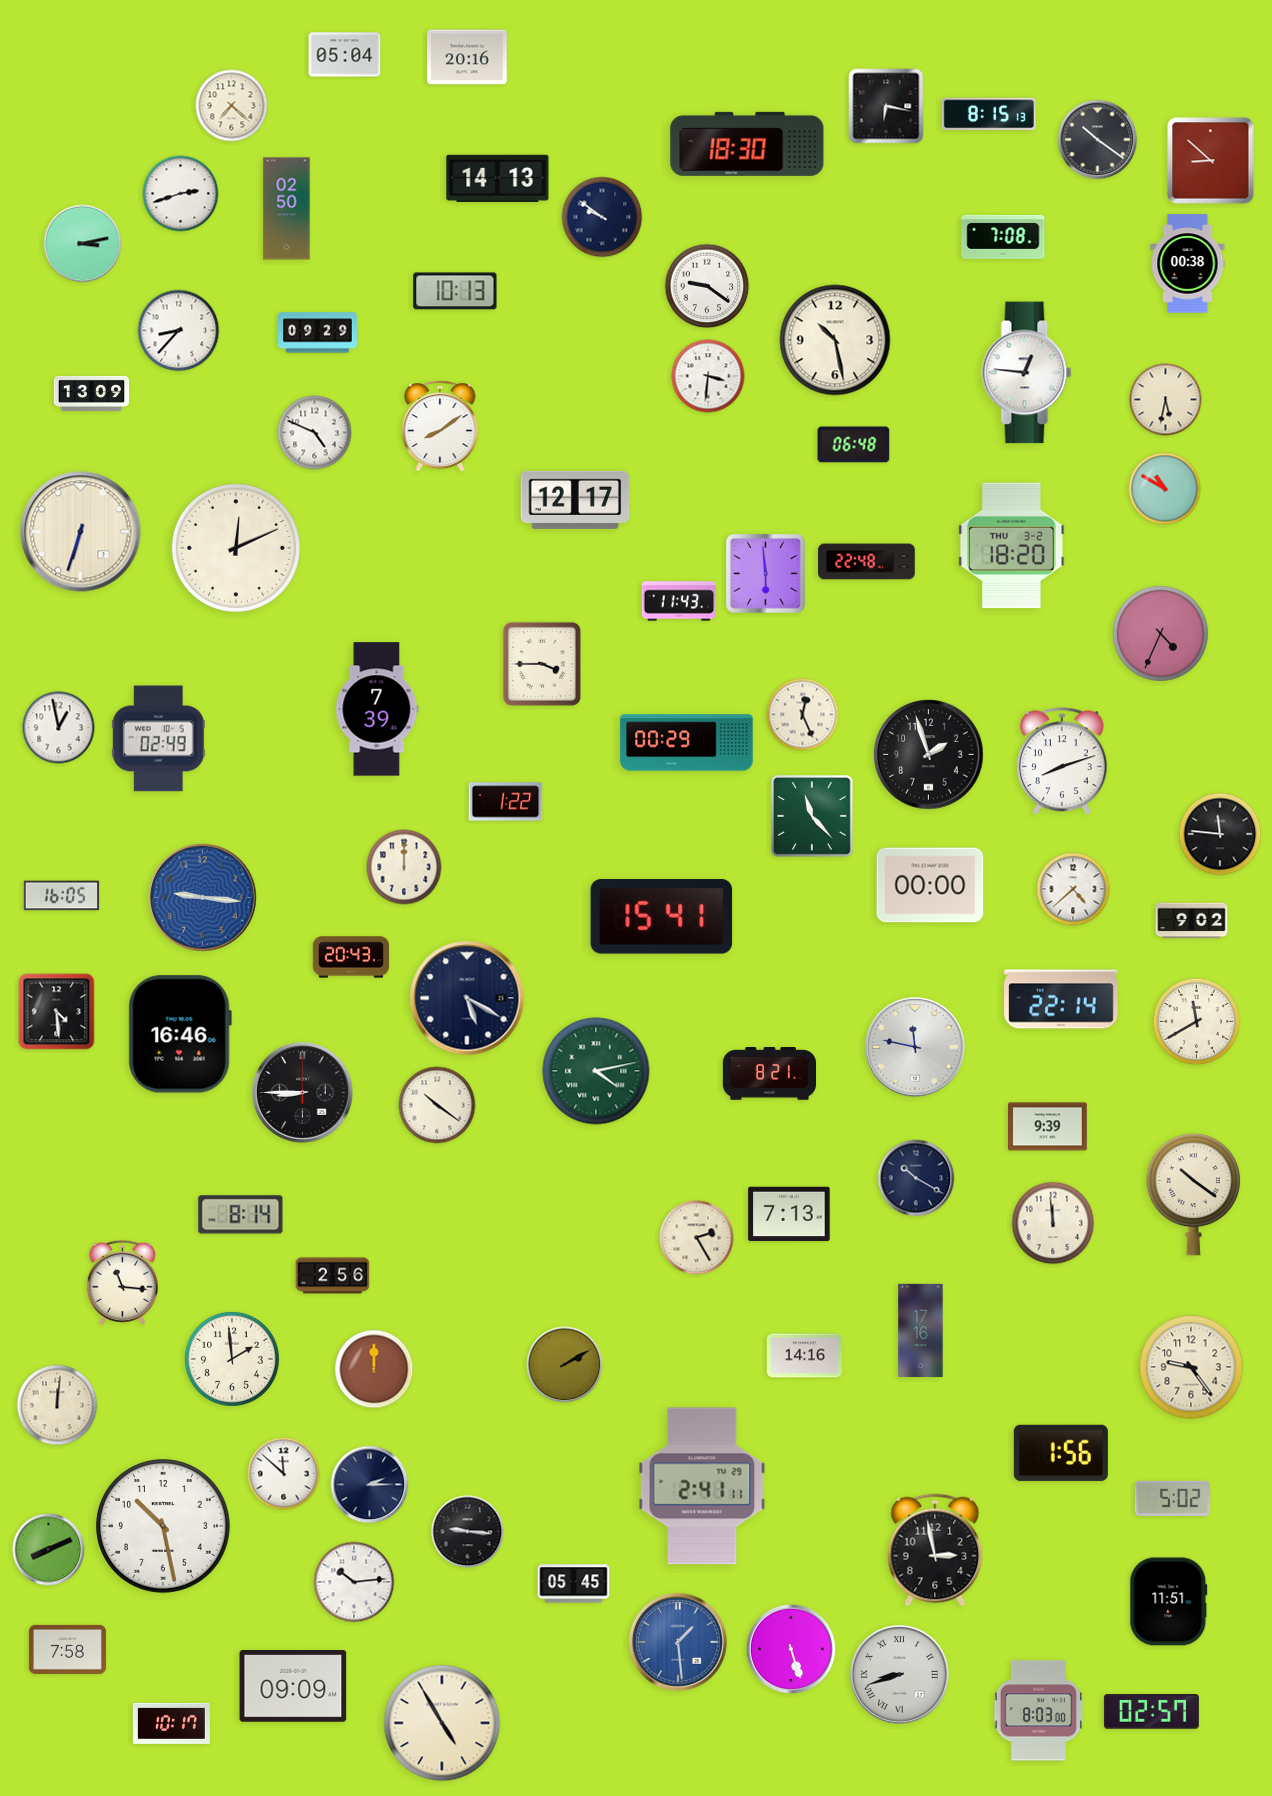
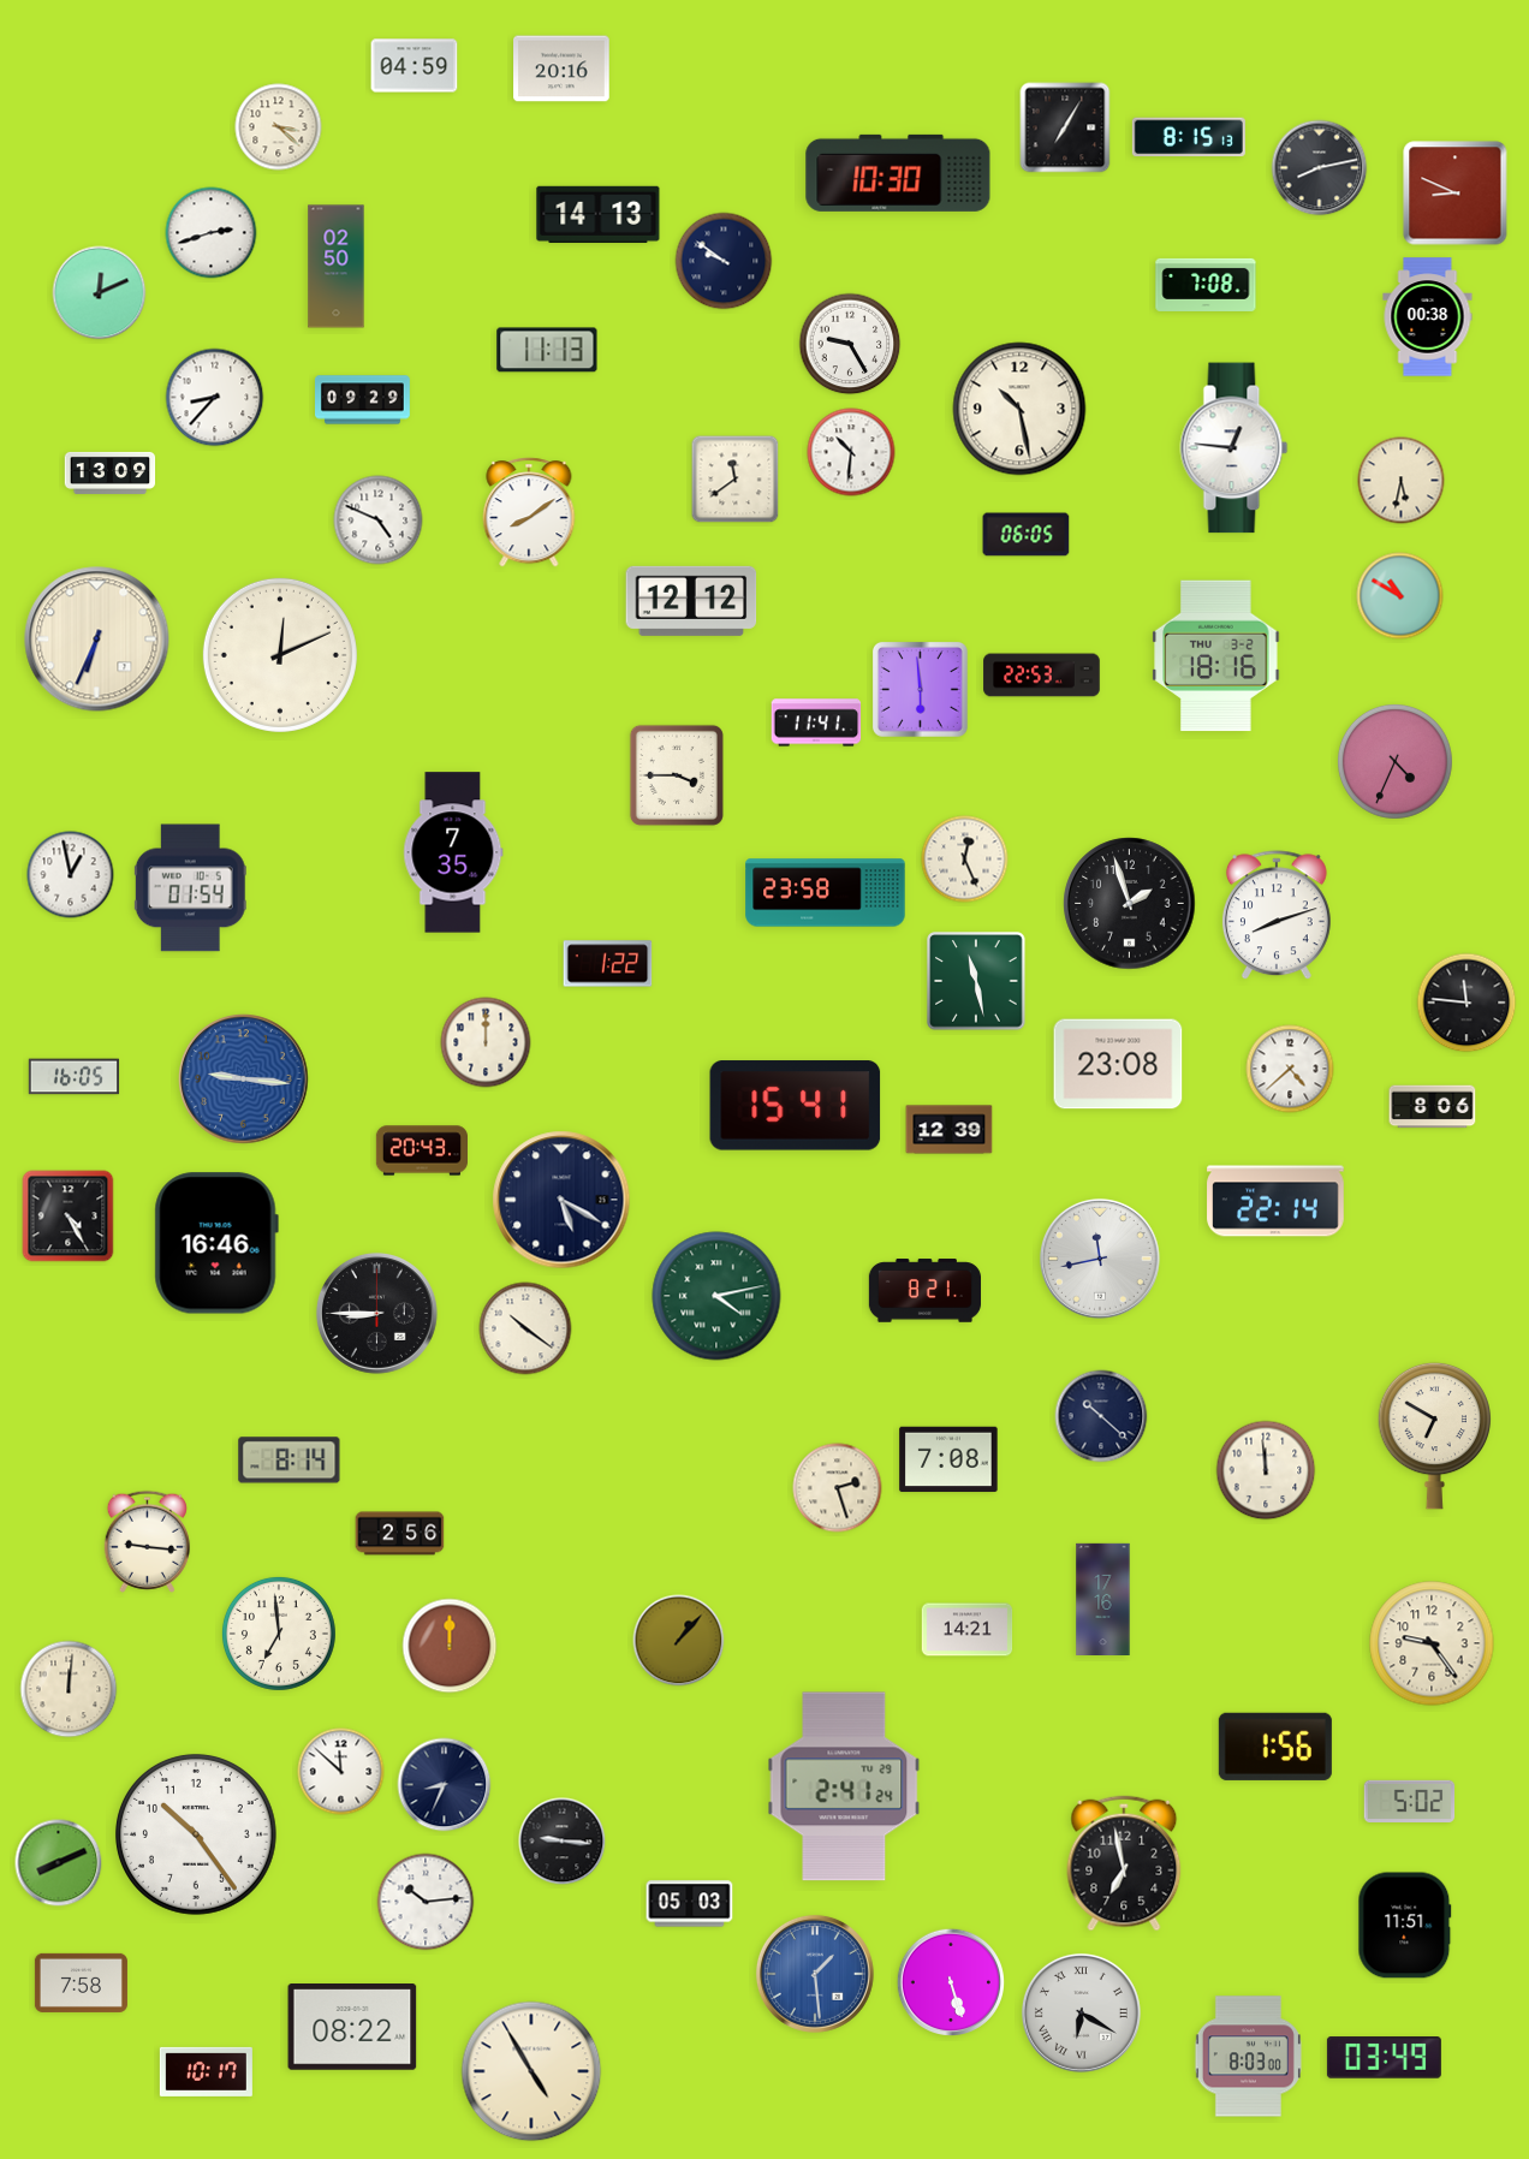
clock at (345, 55): 05:04 -> 04:59
clock at (232, 106): 7:22 -> 3:22
clock at (886, 106): 6:17 -> 7:05
clock at (1098, 140): 10:21 -> 8:13
clock at (747, 144): 18:30 -> 10:30
clock at (1211, 161): 8:52 -> 8:49
clock at (181, 194) position: (181, 194) -> (212, 233)
clock at (287, 209) position: (287, 209) -> (337, 267)
clock at (83, 244): 3:13 -> 12:11
clock at (707, 286): 9:21 -> 9:25
clock at (455, 291): 10:13 -> 11:13
clock at (318, 333) position: (318, 333) -> (363, 400)
clock at (835, 340) position: (835, 340) -> (1019, 409)
clock at (708, 376): 3:31 -> 10:31
clock at (736, 480): none -> 11:39
clock at (854, 445): 06:48 -> 06:05
clock at (1165, 489) position: (1165, 489) -> (1400, 596)
clock at (575, 500): 12:17 -> 12:12
clock at (81, 532): 6:33 -> 6:34
clock at (1012, 546): 18:20 -> 18:16
clock at (236, 548) position: (236, 548) -> (280, 655)
clock at (867, 562): 22:48 -> 22:53
clock at (679, 601): 11:43 -> 11:41
clock at (542, 664) position: (542, 664) -> (677, 775)
clock at (377, 709): 7:39 -> 7:35
clock at (158, 739): 02:49 -> 01:54
clock at (687, 743): 00:29 -> 23:58
clock at (929, 755) position: (929, 755) -> (1130, 904)
clock at (812, 816): 11:23 -> 11:28
clock at (930, 885): 00:00 -> 23:08
clock at (662, 917) position: (662, 917) -> (796, 1106)
clock at (1192, 921): 9:02 -> 8:06
clock at (950, 1130): none -> 12:39
clock at (57, 1012): 4:29 -> 4:25
clock at (1197, 1022): 11:40 -> none
clock at (915, 1047): 11:47 -> 11:43
clock at (596, 1071) position: (596, 1071) -> (716, 1296)
clock at (302, 1092) position: (302, 1092) -> (376, 1313)
clock at (1048, 1127): 9:39 -> none
clock at (916, 1178): 10:20 -> 10:22
clock at (1194, 1194): 10:21 -> 6:50
clock at (789, 1214): 7:13 -> 7:08
clock at (697, 1238): 2:25 -> 2:27
clock at (122, 1282): 11:16 -> 9:16
clock at (921, 1330) position: (921, 1330) -> (1103, 1599)
clock at (805, 1356): 14:16 -> 14:21
clock at (232, 1359): 1:59 -> 6:59
clock at (565, 1365): 2:10 -> 1:07
clock at (370, 1485): 2:15 -> 8:34
clock at (702, 1486): 2:41:11 -> 2:41:24
clock at (163, 1526): 10:28 -> 10:24
clock at (935, 1550): 2:58 -> 6:58
clock at (574, 1584): 05:45 -> 05:03
clock at (899, 1674): 8:42 -> 6:20
clock at (293, 1687): 09:09 -> 08:22
clock at (1151, 1712): 02:57 -> 03:49
